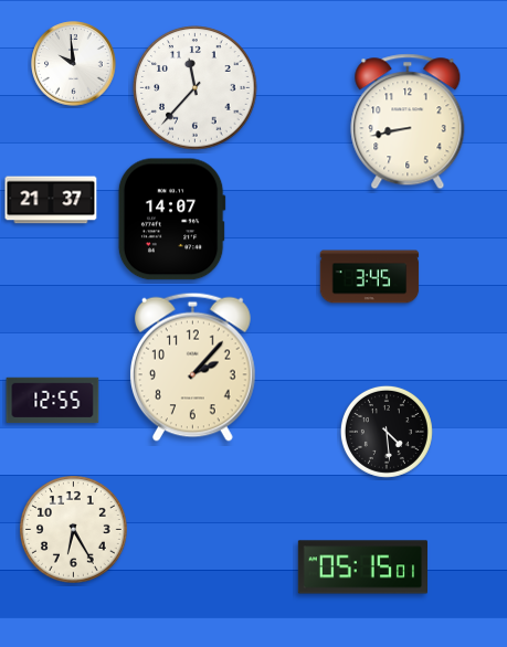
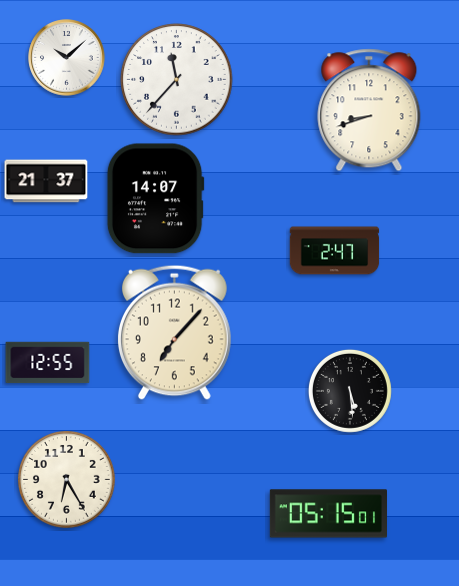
clock at (74, 64): 9:59 -> 10:08
clock at (408, 121): 8:43 -> 8:42
clock at (370, 277): 3:45 -> 2:47
clock at (192, 367): 2:07 -> 7:07
clock at (387, 432): 4:29 -> 5:29
